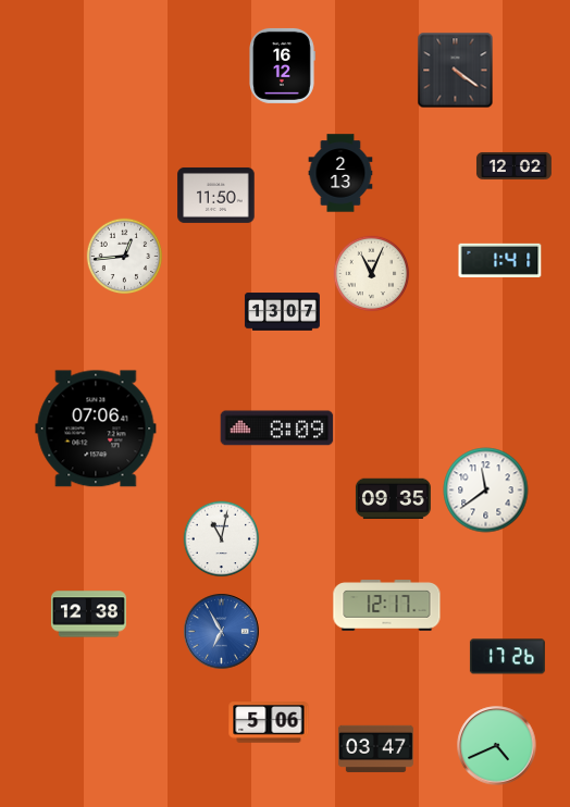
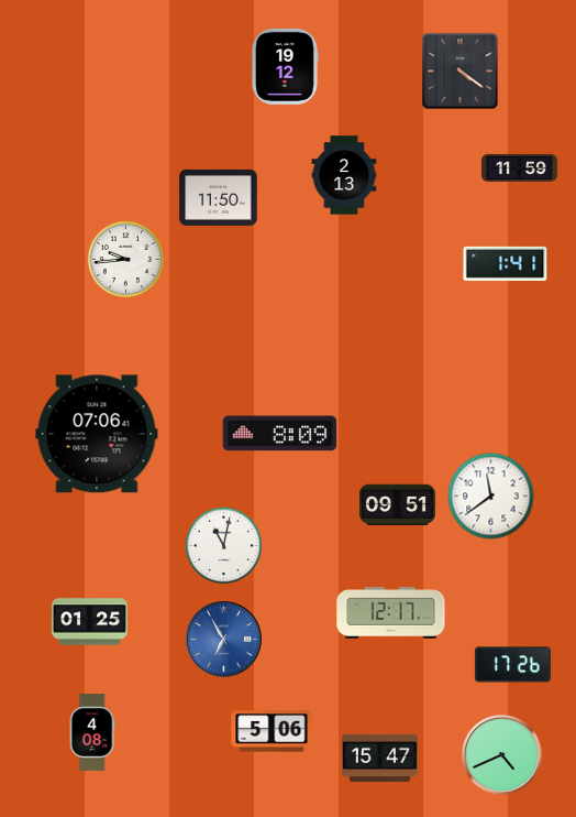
clock at (283, 65): 16:12 -> 19:12
clock at (513, 165): 12:02 -> 11:59
clock at (125, 257): 12:44 -> 9:44
clock at (372, 274): 11:04 -> none
clock at (282, 312): 13:07 -> none
clock at (393, 499): 09:35 -> 09:51
clock at (88, 614): 12:38 -> 01:25
clock at (92, 732): none -> 4:08
clock at (375, 749): 03:47 -> 15:47
